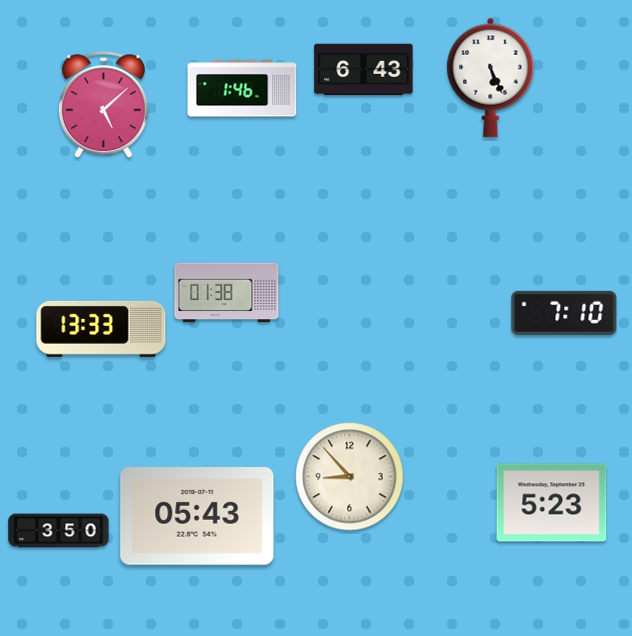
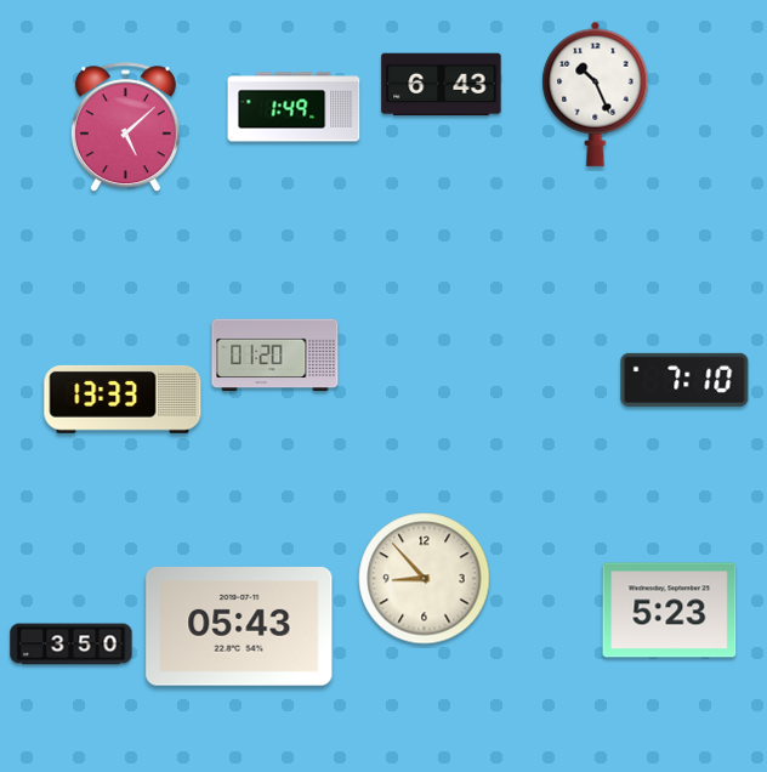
clock at (491, 77): 5:26 -> 10:26
clock at (242, 88): 1:46 -> 1:49
clock at (227, 293): 01:38 -> 01:20
